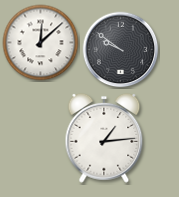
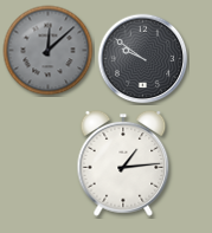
clock at (41, 43) dial: white -> grey
